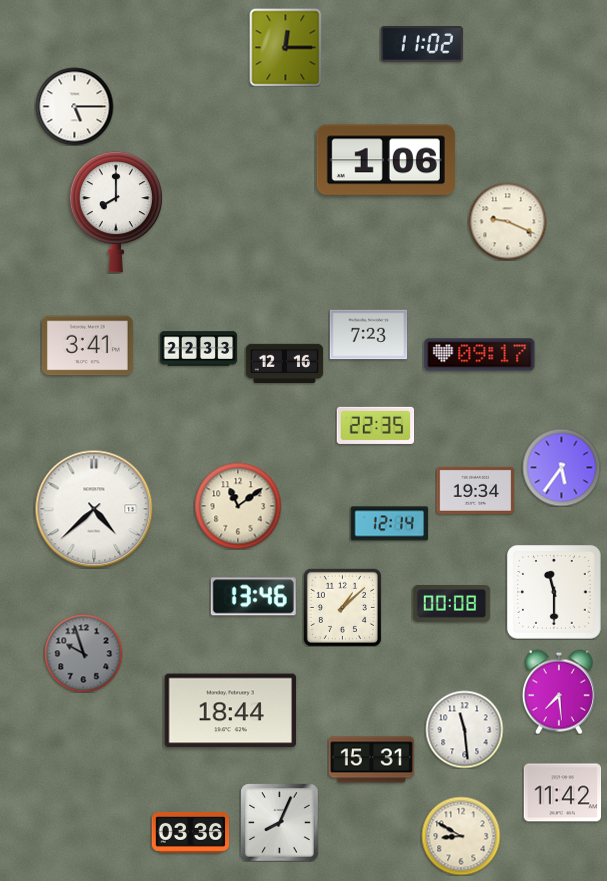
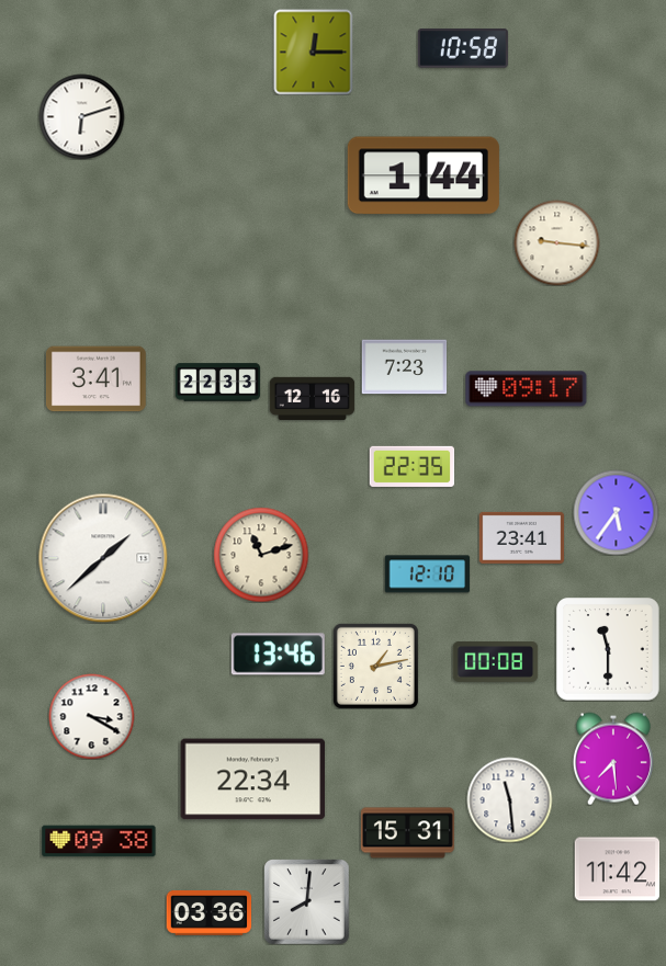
clock at (422, 45): 11:02 -> 10:58
clock at (74, 106): 5:15 -> 6:12
clock at (386, 160): 1:06 -> 1:44
clock at (116, 213): 8:00 -> none
clock at (507, 221): 9:19 -> 9:16
clock at (475, 490): 19:34 -> 23:41
clock at (238, 506): 11:09 -> 11:12
clock at (94, 509): 4:38 -> 1:38
clock at (389, 524): 12:14 -> 12:10
clock at (342, 607): 1:08 -> 1:13
clock at (83, 653): 9:57 -> 3:20
clock at (83, 653) dial: grey -> white
clock at (231, 711): 18:44 -> 22:34
clock at (99, 841): none -> 09:38
clock at (279, 822): 8:04 -> 8:01
clock at (461, 836): 8:50 -> none
